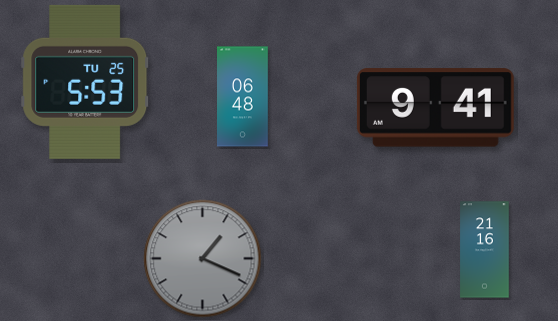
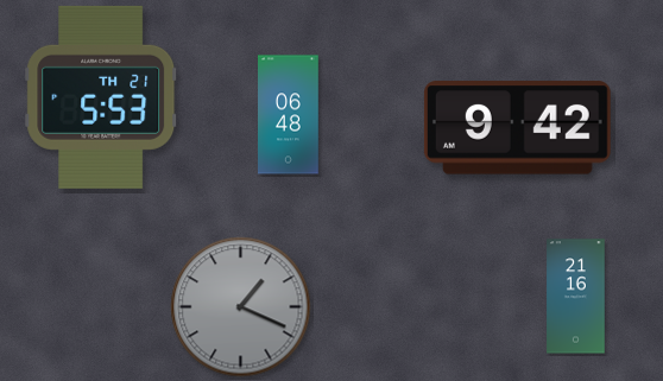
clock at (85, 82) date: TU 25 -> TH 21
clock at (435, 108): 9:41 -> 9:42
